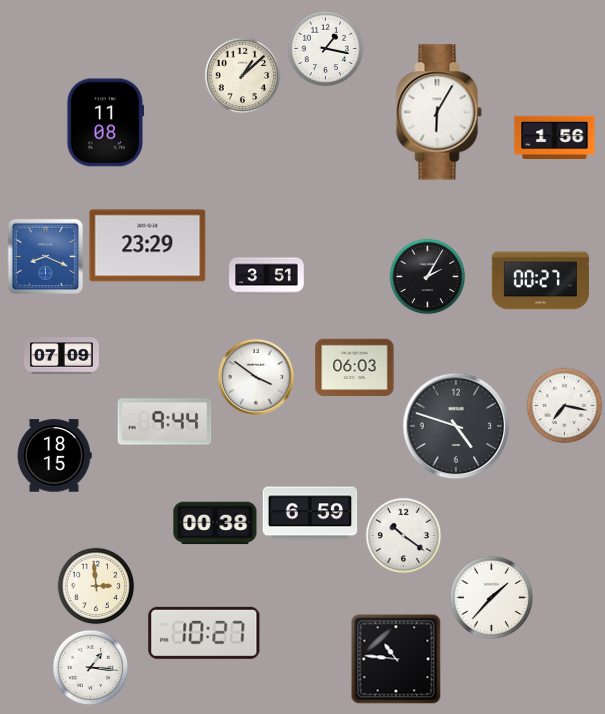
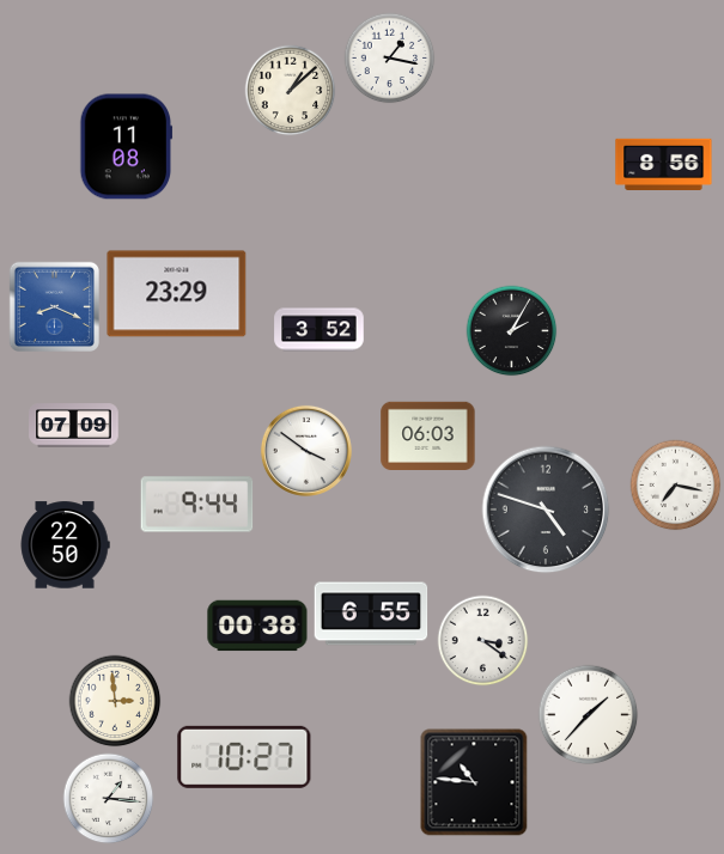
clock at (439, 112): 6:05 -> none
clock at (555, 137): 1:56 -> 8:56
clock at (267, 276): 3:51 -> 3:52
clock at (540, 281): 00:27 -> none
clock at (355, 367) position: (355, 367) -> (428, 435)
clock at (54, 456): 18:15 -> 22:50
clock at (310, 513): 6:59 -> 6:55
clock at (404, 536): 10:21 -> 3:21
clock at (396, 659) position: (396, 659) -> (474, 782)
